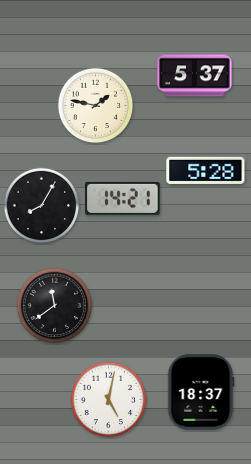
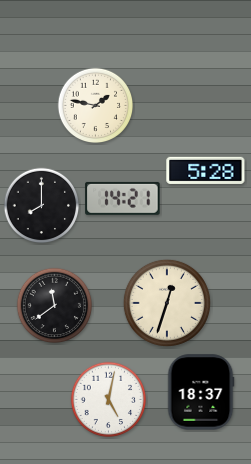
clock at (195, 76): 5:37 -> none
clock at (42, 206): 8:05 -> 8:00
clock at (167, 303): none -> 12:33
